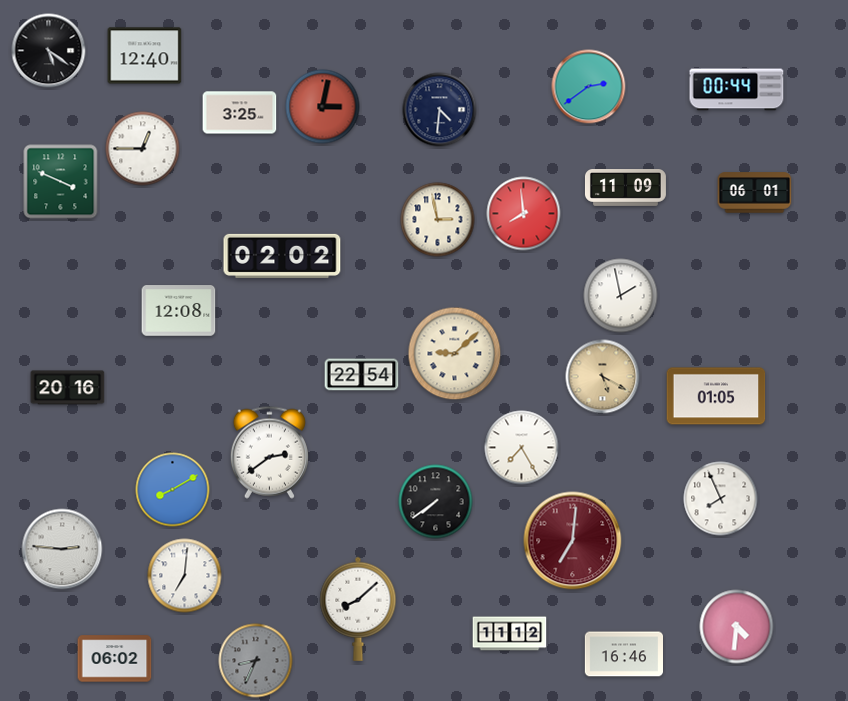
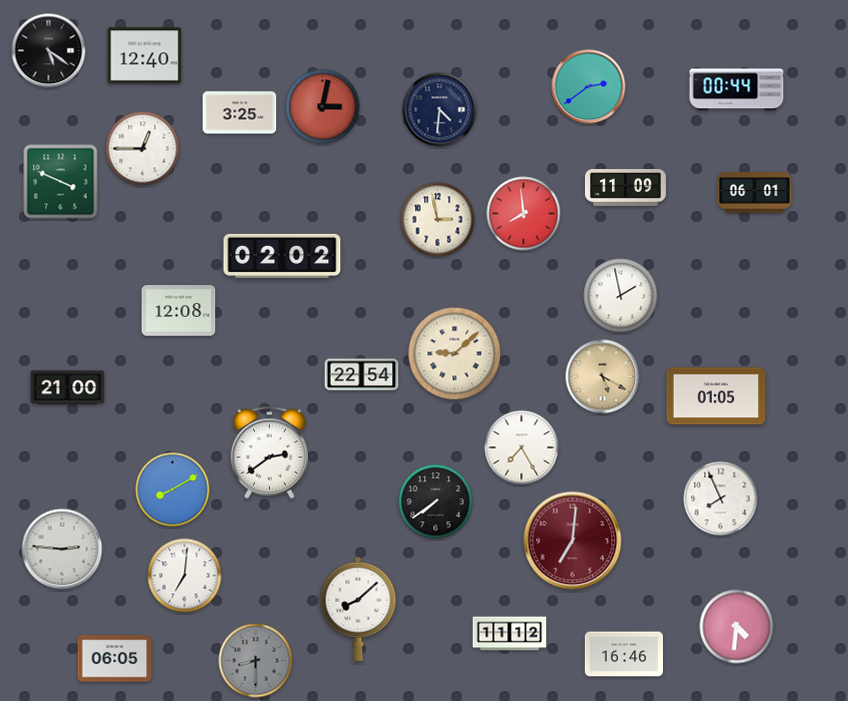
clock at (68, 388): 20:16 -> 21:00
clock at (115, 659): 06:02 -> 06:05
clock at (256, 661): 8:34 -> 8:30
